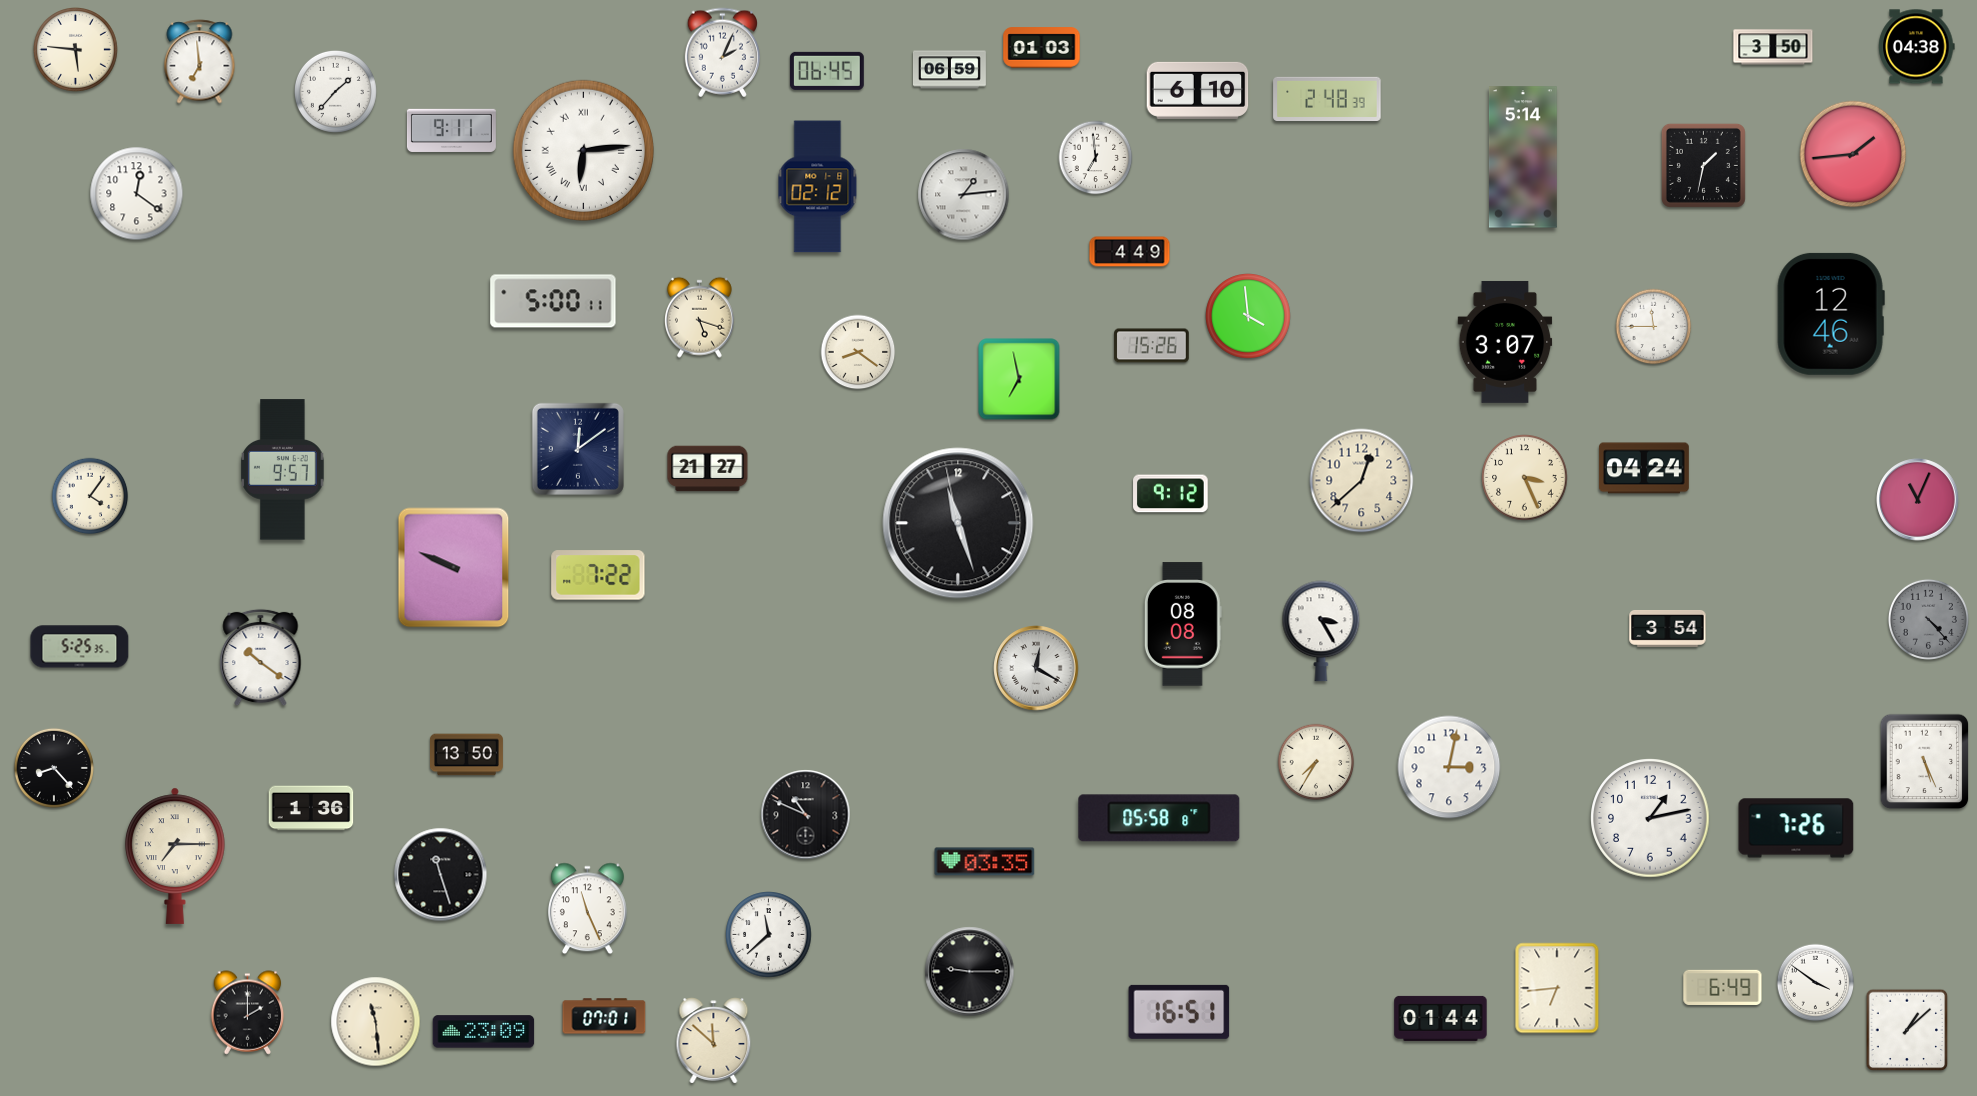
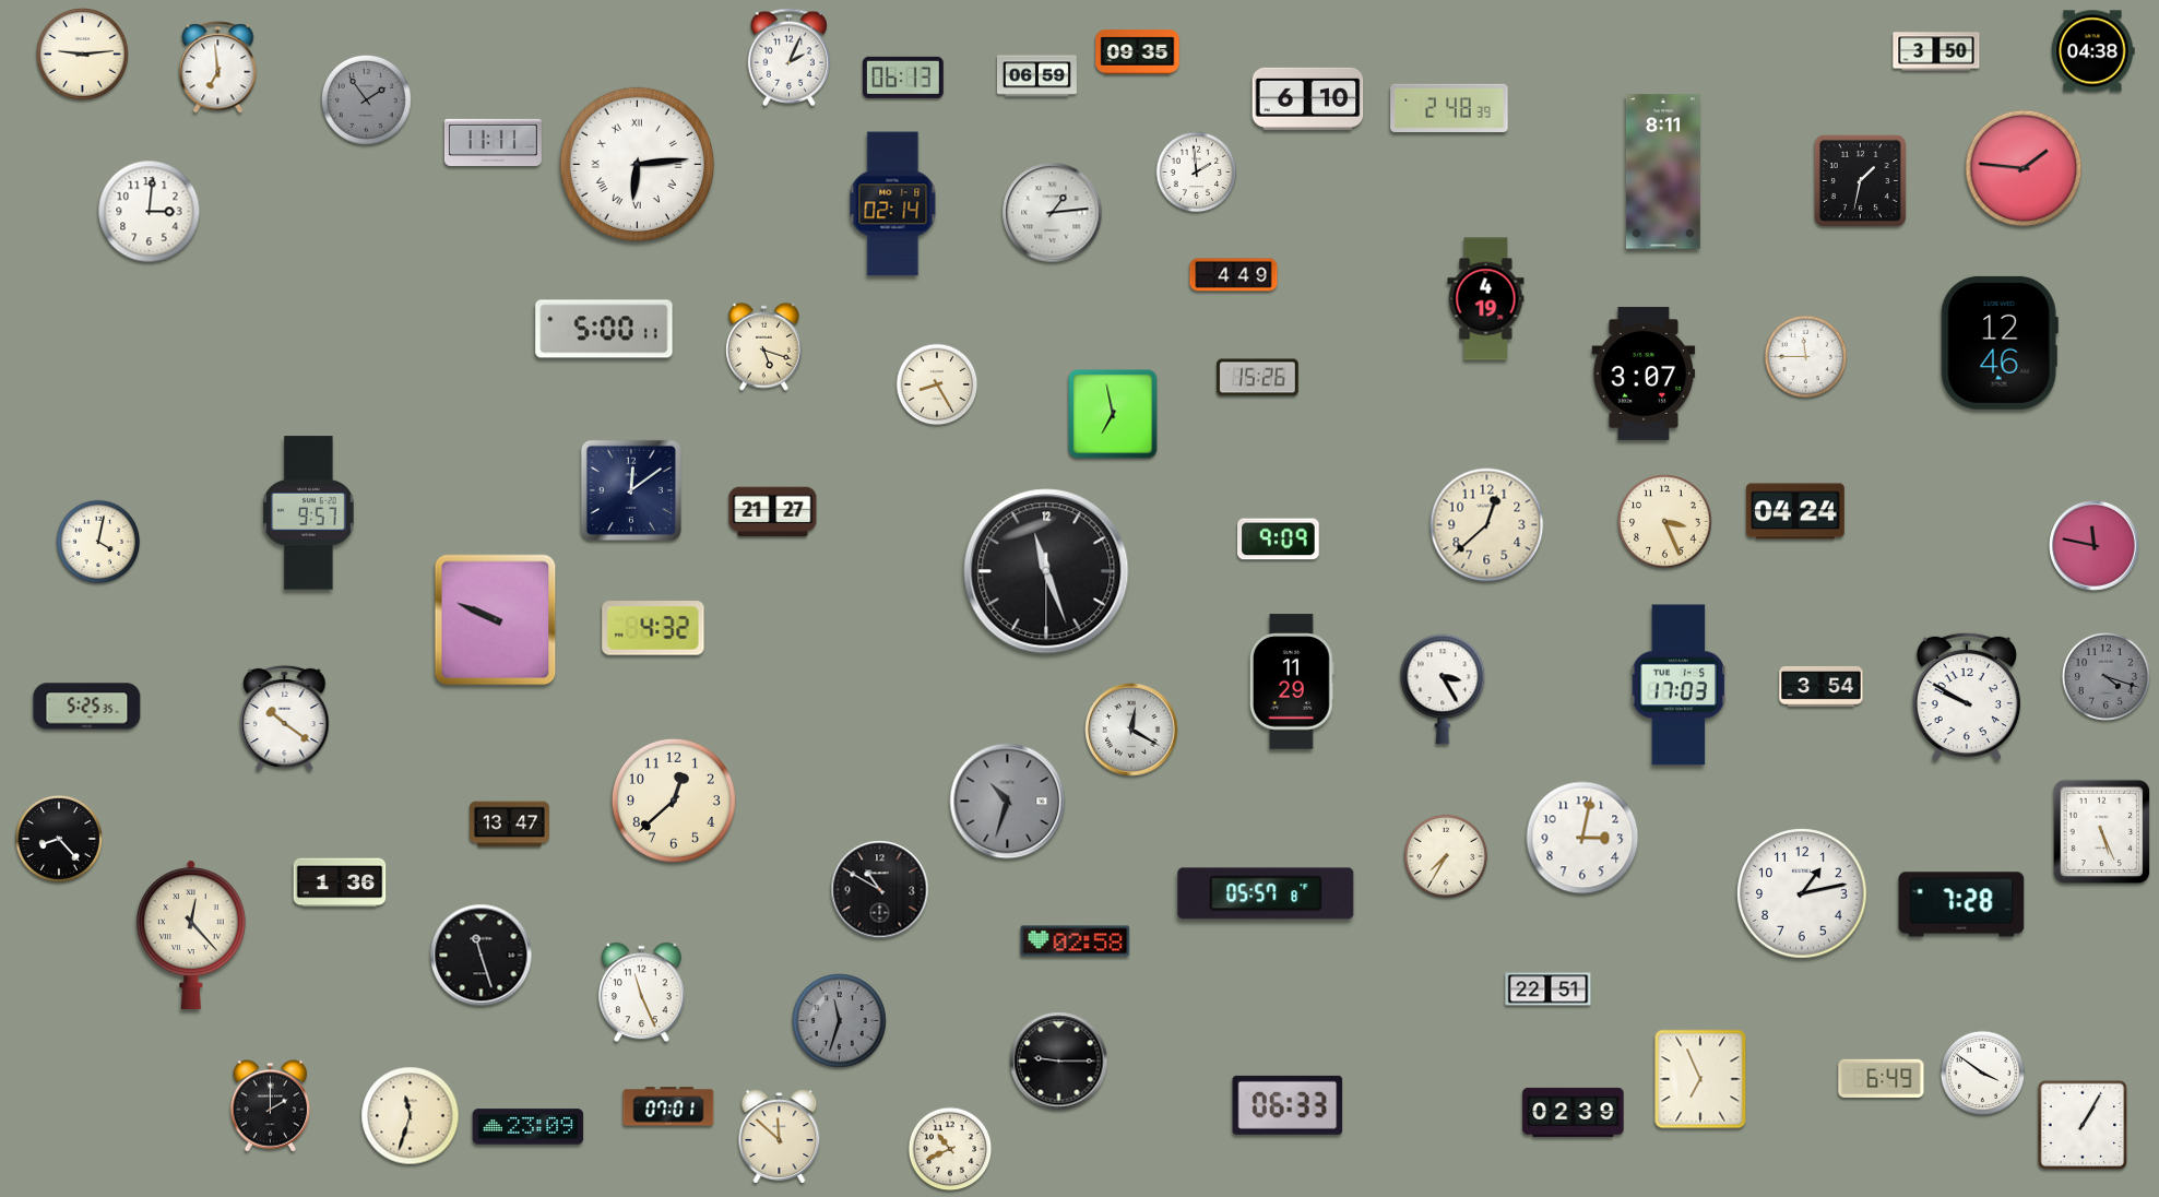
clock at (1042, 48): 01:03 -> 09:35
clock at (76, 50): 5:46 -> 9:14
clock at (827, 71): 06:45 -> 06:13
clock at (335, 91): 1:37 -> 1:54
clock at (335, 91) dial: white -> grey
clock at (451, 130): 9:11 -> 11:11
clock at (1853, 154): 1:44 -> 1:46
clock at (1523, 157): 5:14 -> 8:11
clock at (1096, 158): 6:59 -> 1:59
clock at (818, 187): 02:12 -> 02:14
clock at (137, 194): 12:21 -> 3:01
clock at (1486, 299): none -> 4:19
clock at (1248, 316): 3:59 -> none
clock at (858, 352): 8:21 -> 8:25
clock at (1171, 494): 9:12 -> 9:09
clock at (90, 496): 4:06 -> 4:02
clock at (1918, 500): 11:04 -> 11:47
clock at (958, 523): 11:26:58 -> 11:26:30
clock at (598, 575): 7:22 -> 4:32
clock at (1928, 619): 4:23 -> 4:18
clock at (1183, 624): 08:08 -> 11:29
clock at (1678, 685): none -> 17:03
clock at (1966, 697): none -> 9:50
clock at (674, 801): none -> 12:38
clock at (1008, 802): none -> 10:33
clock at (466, 755): 13:50 -> 13:47
clock at (1316, 762) position: (1316, 762) -> (1446, 856)
clock at (806, 815): 10:49 -> 10:50
clock at (1159, 818): 05:58 -> 05:57
clock at (1796, 828): 7:26 -> 7:28
clock at (175, 856): 7:15 -> 12:23
clock at (985, 862): 03:35 -> 02:58
clock at (1549, 989): none -> 22:51
clock at (769, 935): 11:38 -> 11:33
clock at (769, 935) dial: white -> grey
clock at (1557, 988): 6:44 -> 6:56
clock at (1179, 1012): 16:51 -> 06:33
clock at (604, 1016) position: (604, 1016) -> (668, 1106)
clock at (1441, 1018): 01:44 -> 02:39
clock at (376, 1022): 11:29 -> 11:33
clock at (1907, 1030): 1:08 -> 1:05
clock at (950, 1149): none -> 10:41
